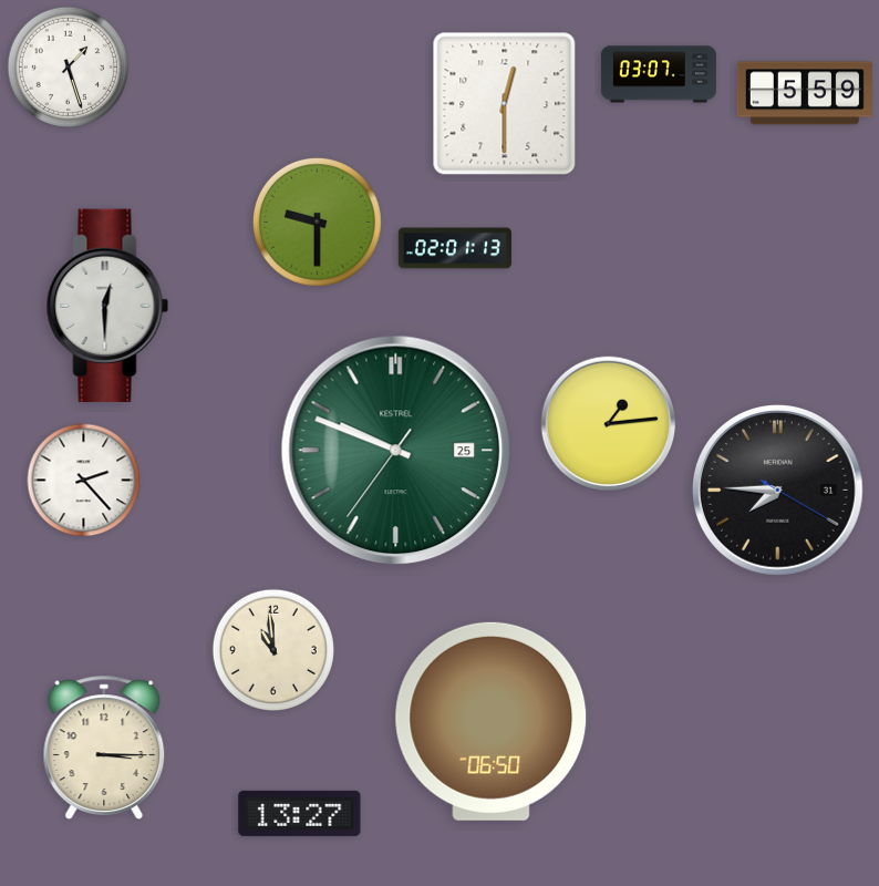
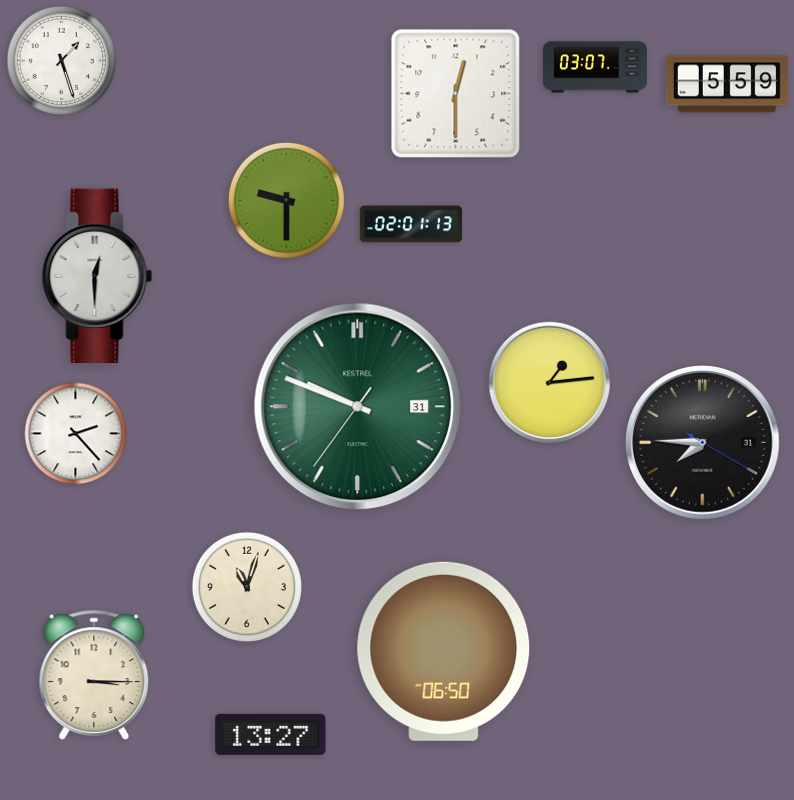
clock at (396, 451) date: 25 -> 31
clock at (273, 650): 10:59 -> 11:03
